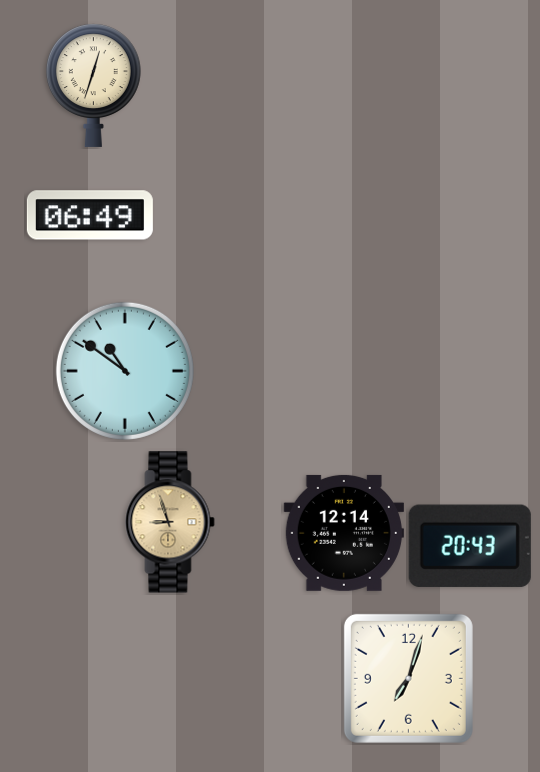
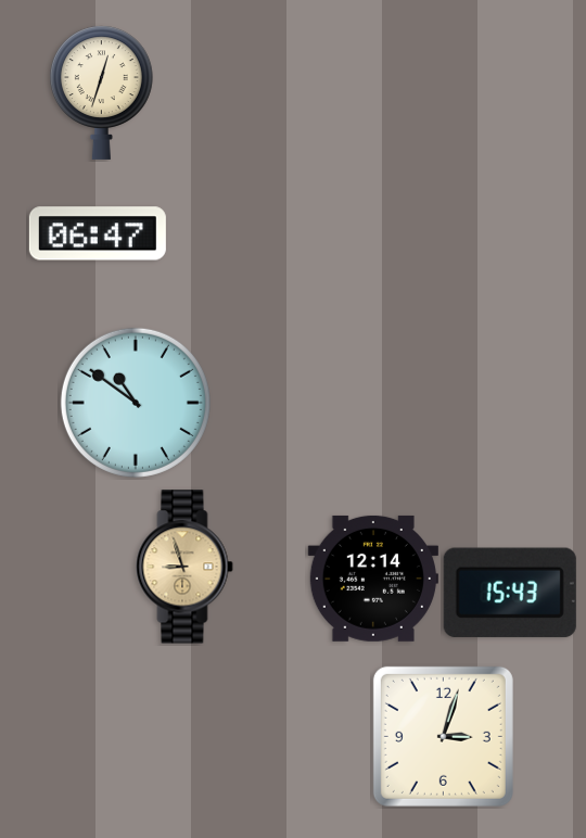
clock at (90, 215): 06:49 -> 06:47
clock at (470, 546): 20:43 -> 15:43
clock at (408, 678): 7:03 -> 3:03
